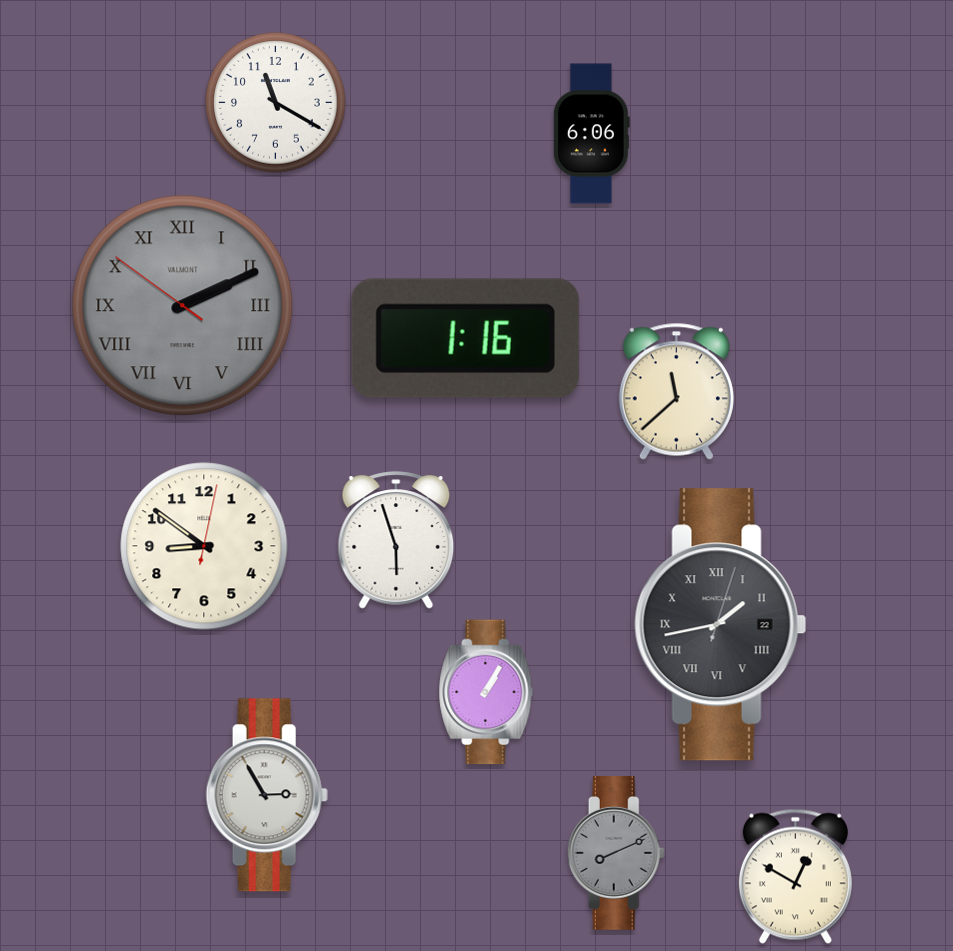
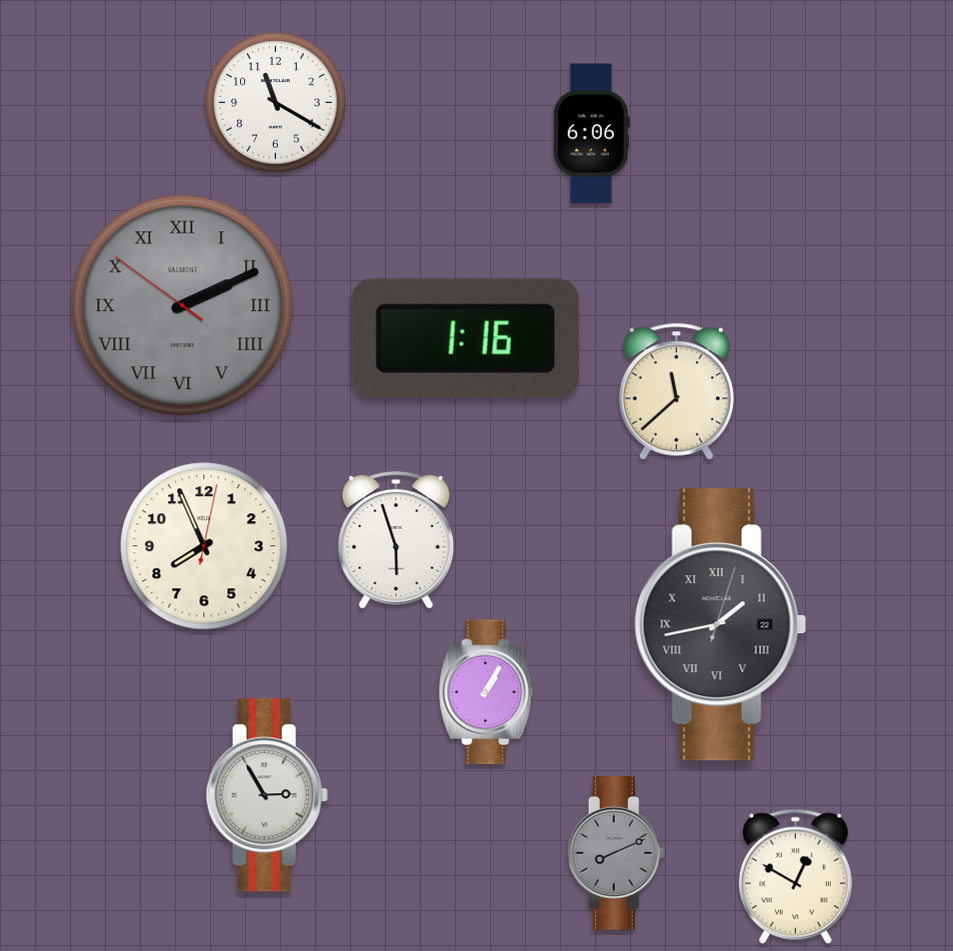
clock at (204, 546): 8:51 -> 7:56
